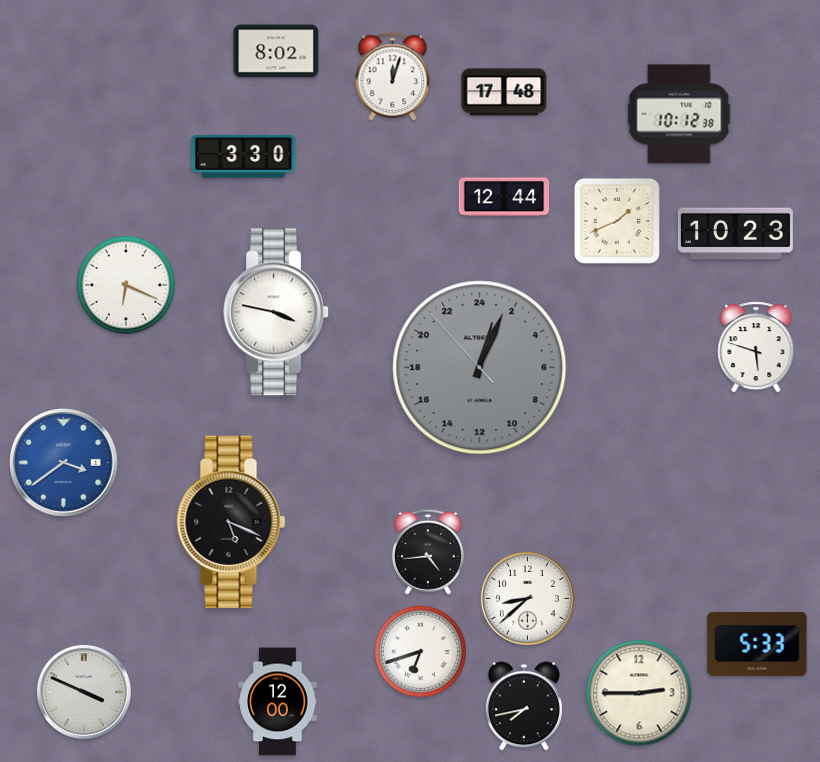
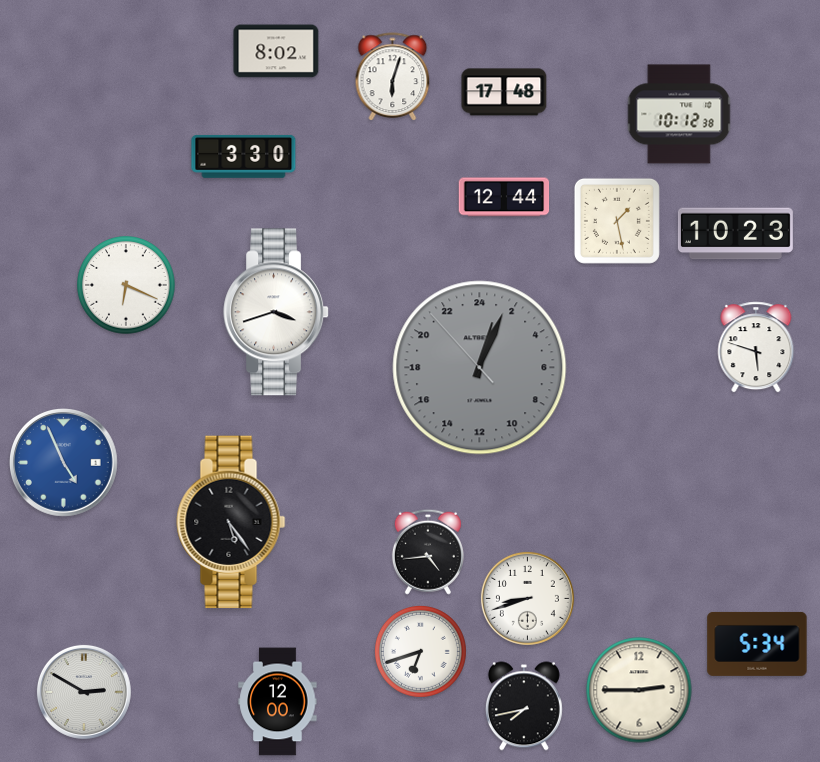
clock at (393, 76): 12:03 -> 6:03
clock at (617, 221): 1:41 -> 1:28
clock at (277, 312): 3:47 -> 3:42
clock at (64, 463): 3:39 -> 4:56
clock at (231, 522): 5:19 -> 5:24
clock at (527, 598): 8:38 -> 8:42
clock at (757, 644): 5:33 -> 5:34
clock at (84, 692): 3:49 -> 2:50
clock at (639, 693) position: (639, 693) -> (639, 690)
